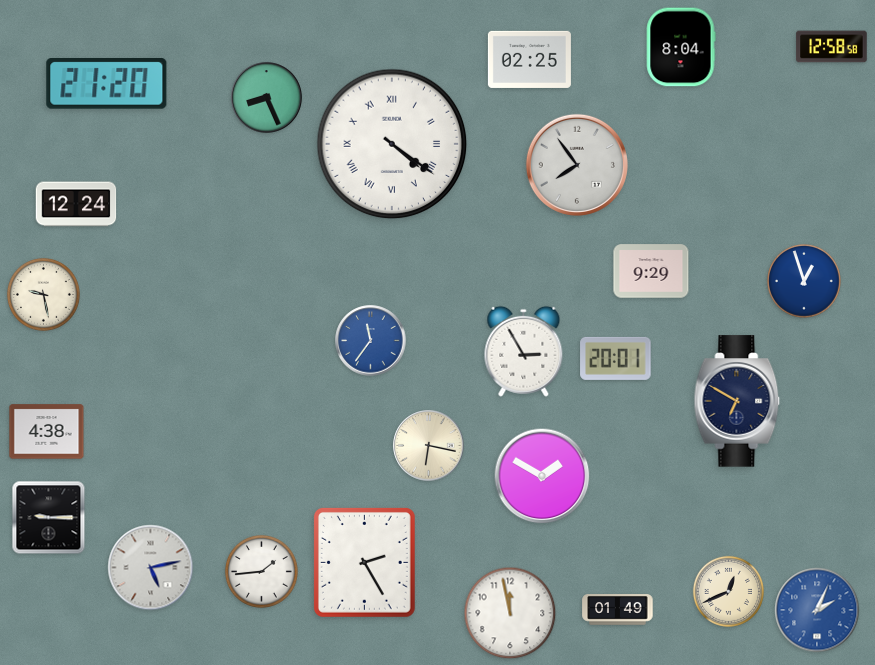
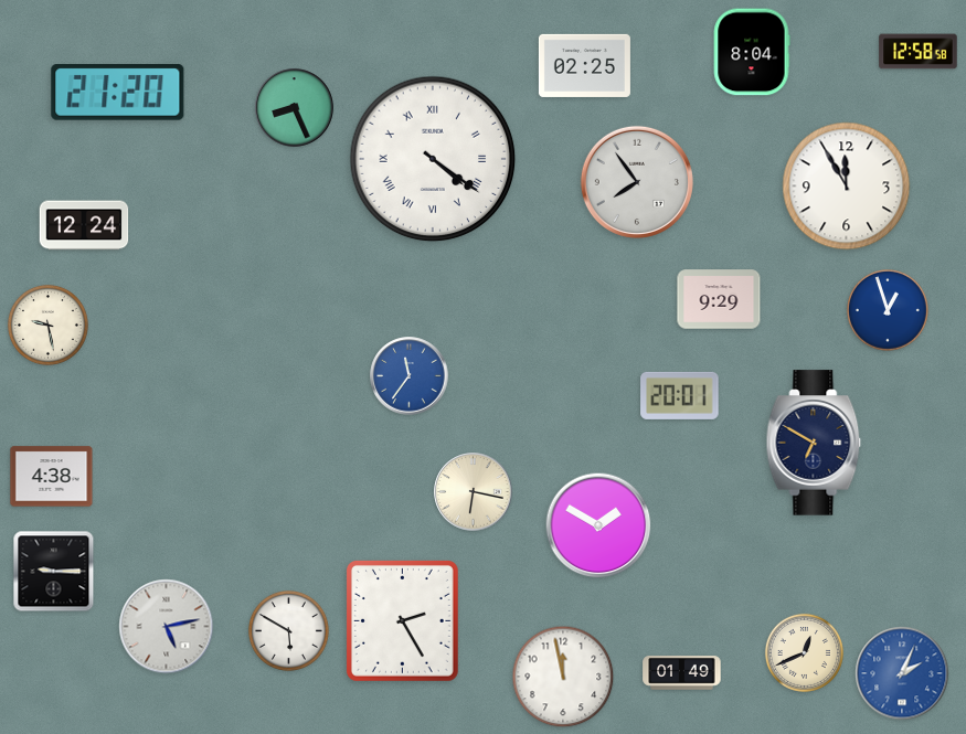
clock at (847, 187): none -> 11:55
clock at (524, 351): 2:55 -> none
clock at (261, 571): 1:44 -> 5:50
